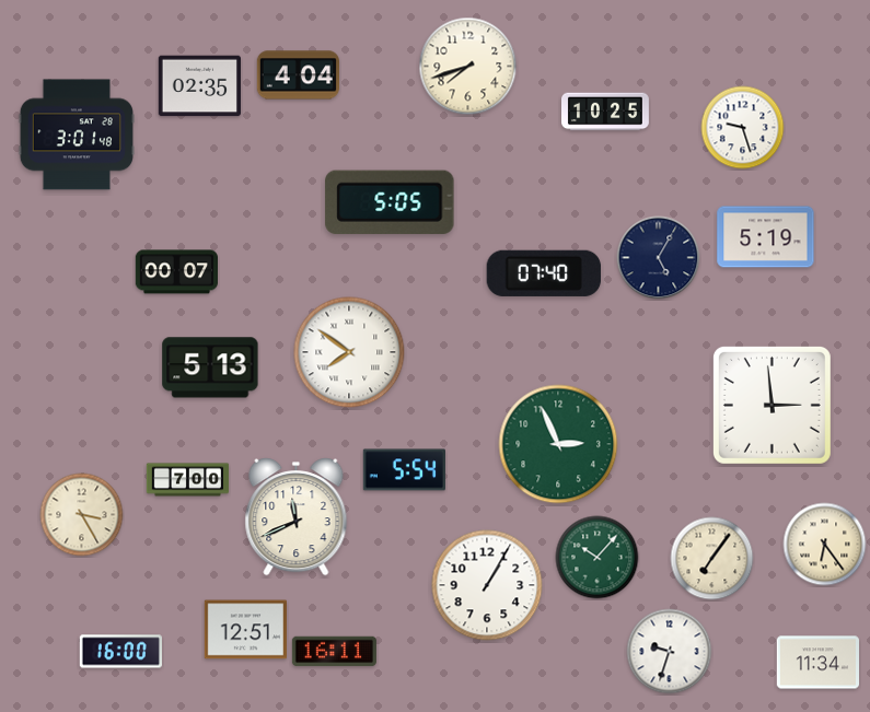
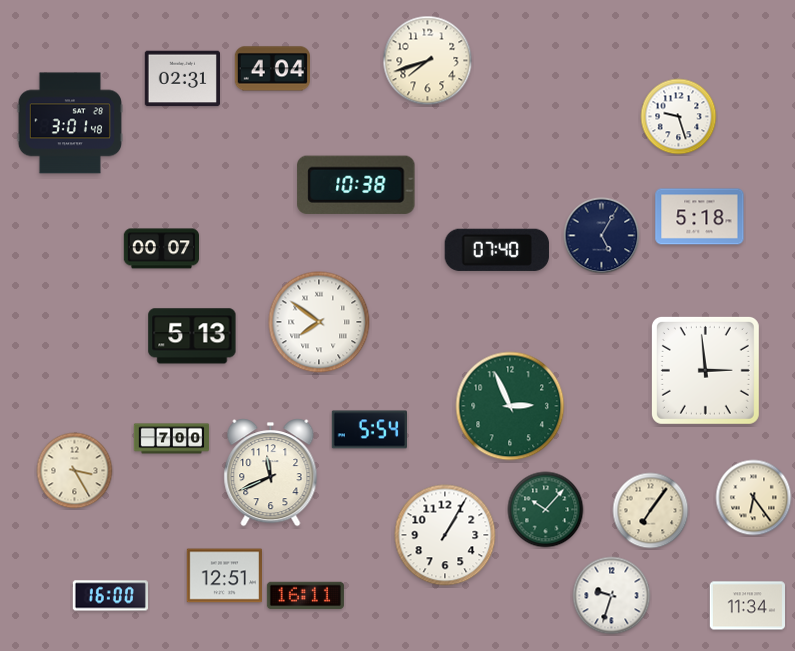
clock at (199, 86): 02:35 -> 02:31
clock at (606, 112): 10:25 -> none
clock at (390, 202): 5:05 -> 10:38
clock at (766, 237): 5:19 -> 5:18
